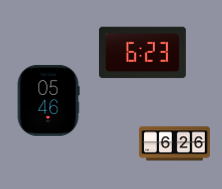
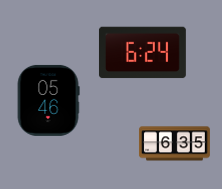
clock at (142, 53): 6:23 -> 6:24
clock at (174, 144): 6:26 -> 6:35
